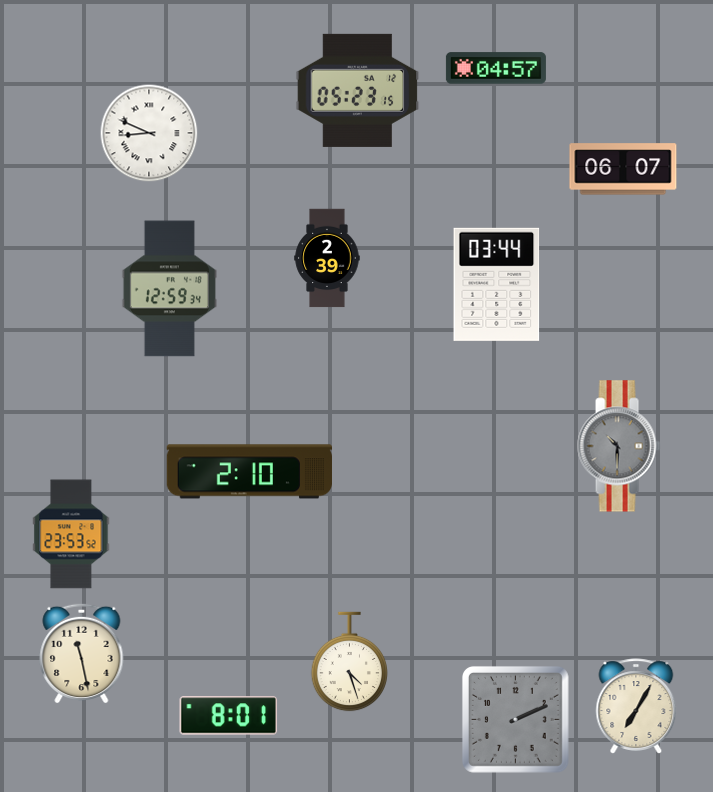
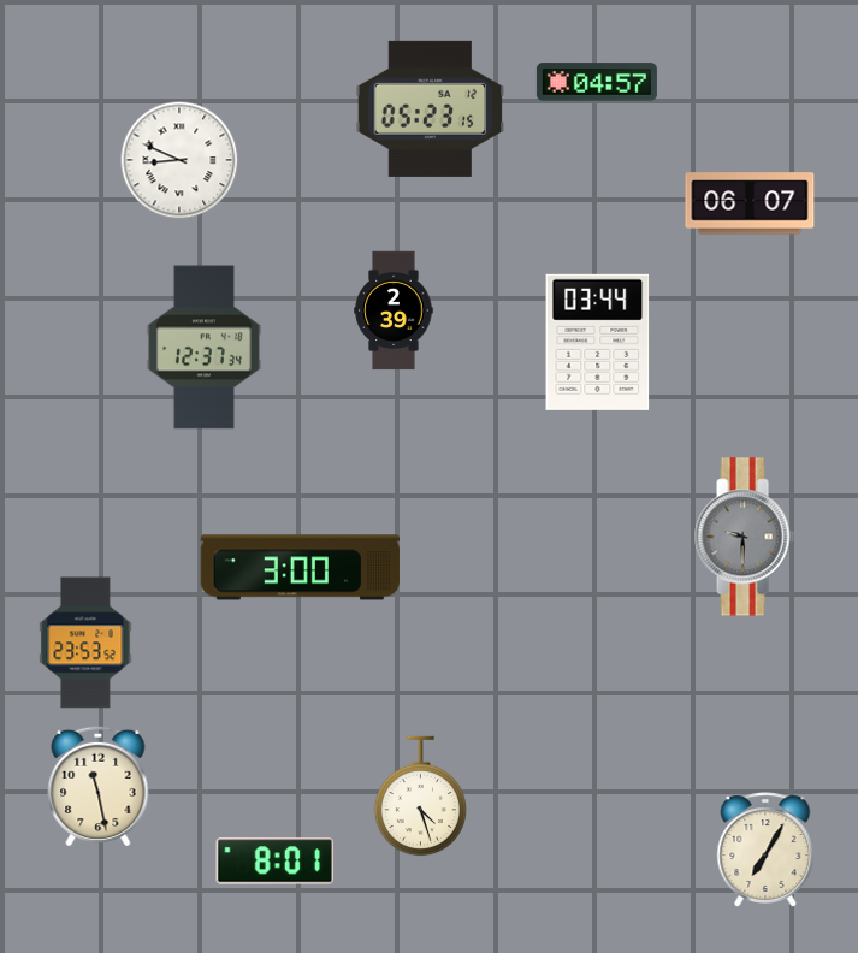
clock at (169, 289): 12:59 -> 12:37
clock at (619, 446): 10:30 -> 9:30
clock at (249, 472): 2:10 -> 3:00
clock at (515, 719): 2:11 -> none
